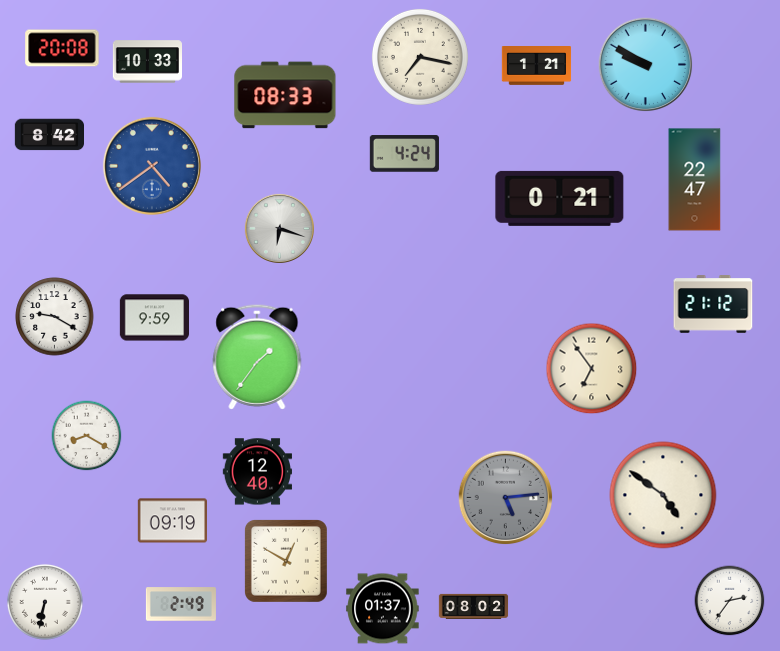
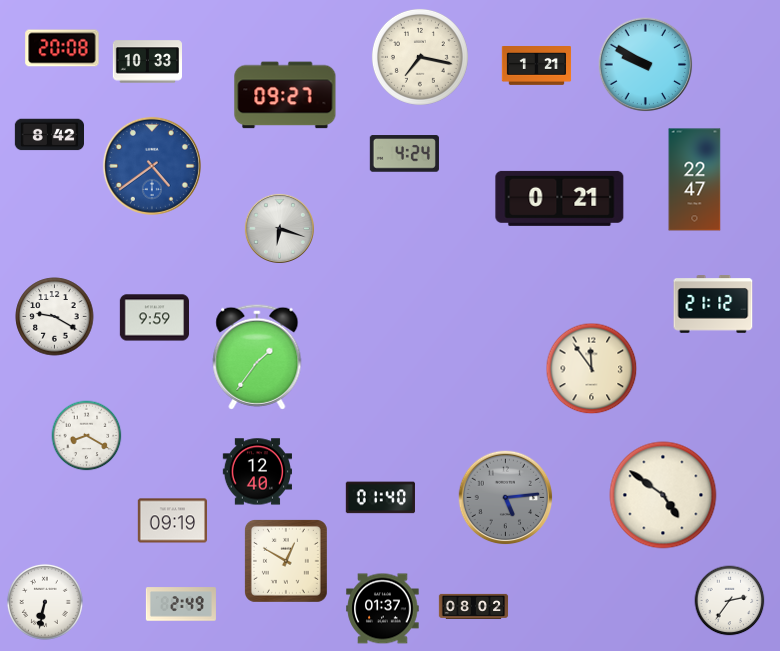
clock at (285, 95): 08:33 -> 09:27
clock at (592, 369): 6:54 -> 11:54
clock at (380, 498): none -> 01:40
